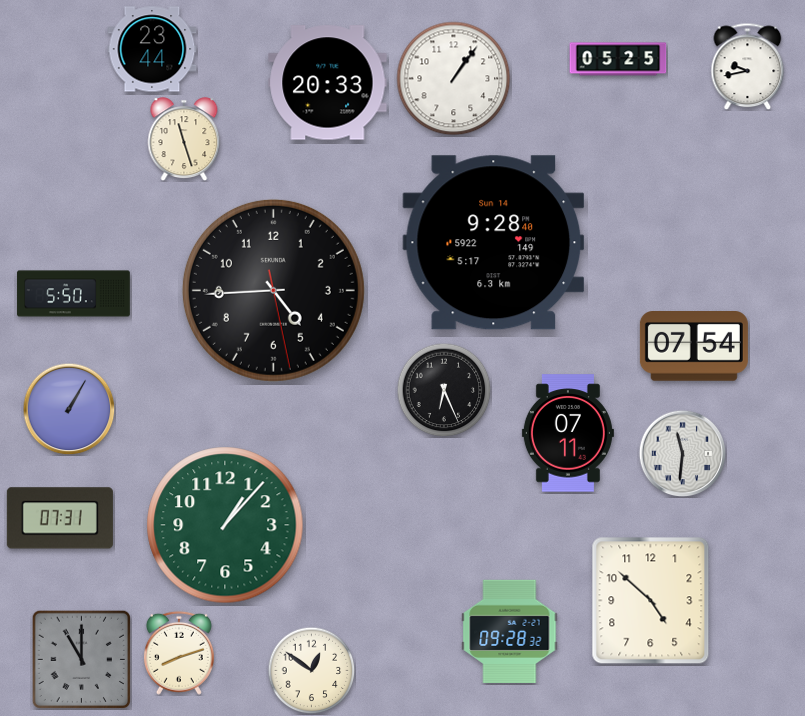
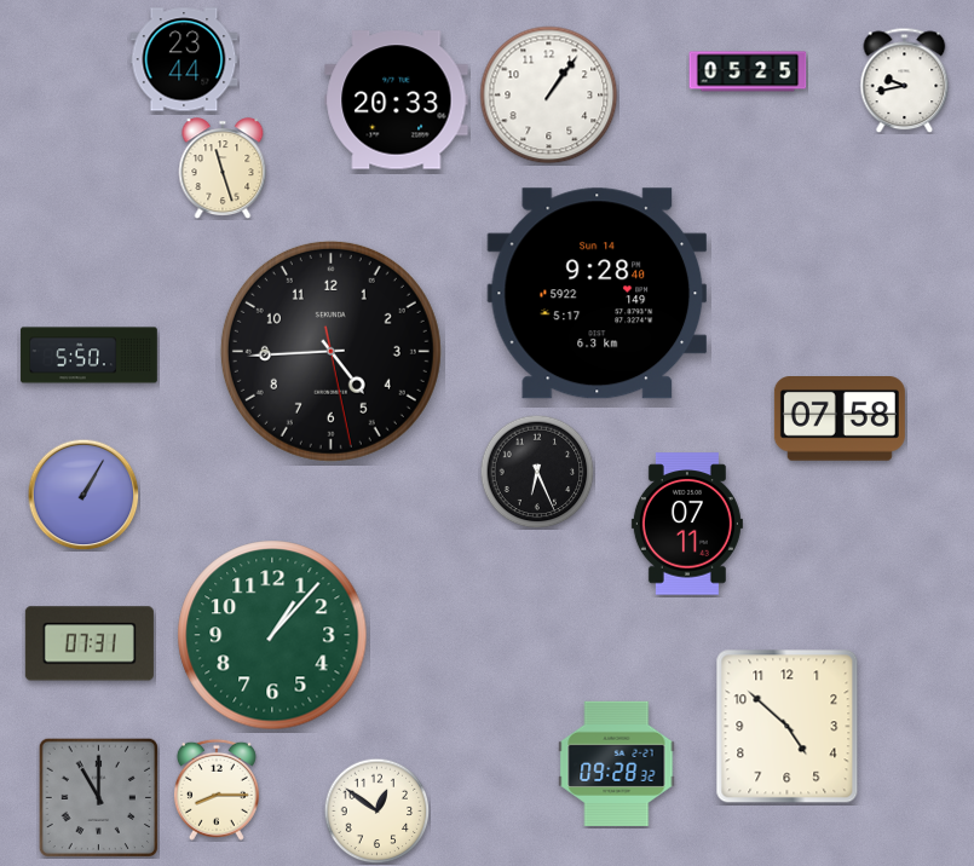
clock at (694, 347): 07:54 -> 07:58
clock at (682, 453): 11:31 -> none
clock at (60, 518) position: (60, 518) -> (90, 643)
clock at (179, 653): 8:12 -> 8:15
